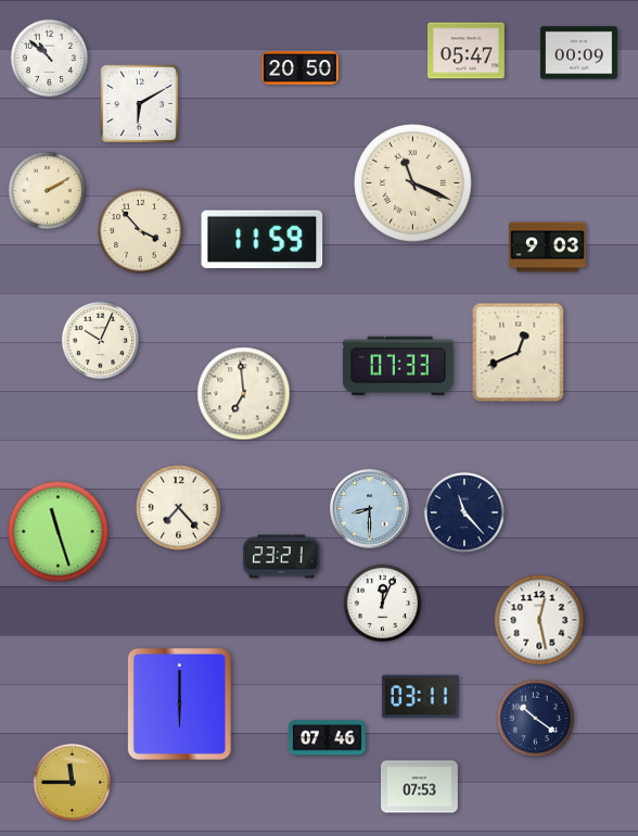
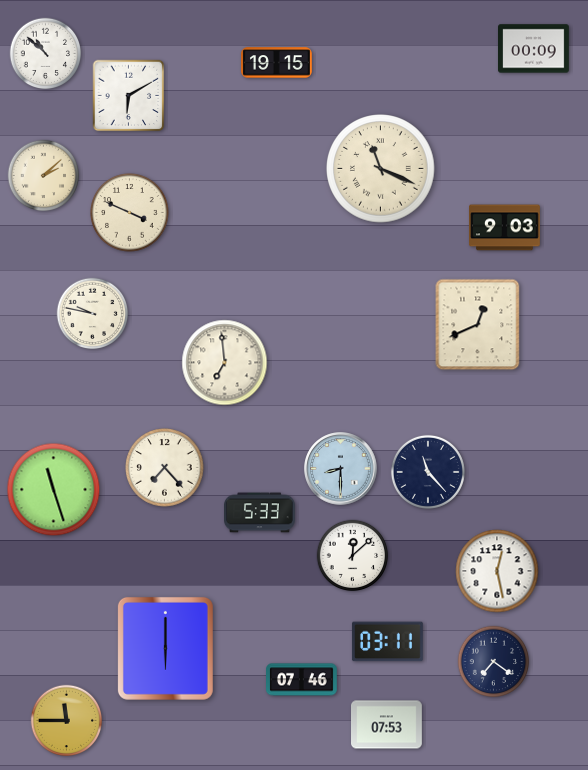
clock at (467, 51): 05:47 -> none
clock at (301, 68): 20:50 -> 19:15
clock at (48, 191): 2:10 -> 2:08
clock at (141, 231): 3:53 -> 3:49
clock at (263, 239): 11:59 -> none
clock at (101, 341): 10:04 -> 9:47
clock at (398, 366): 07:33 -> none
clock at (282, 557): 23:21 -> 5:33
clock at (383, 604): 12:04 -> 12:08
clock at (536, 719): 10:21 -> 7:21
